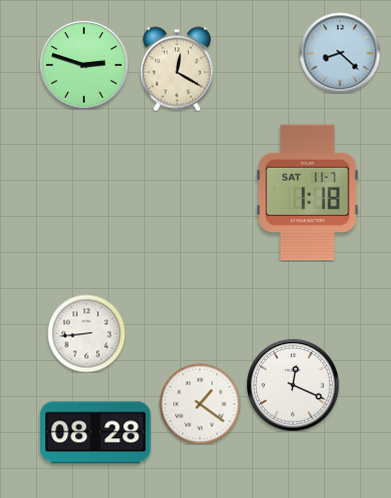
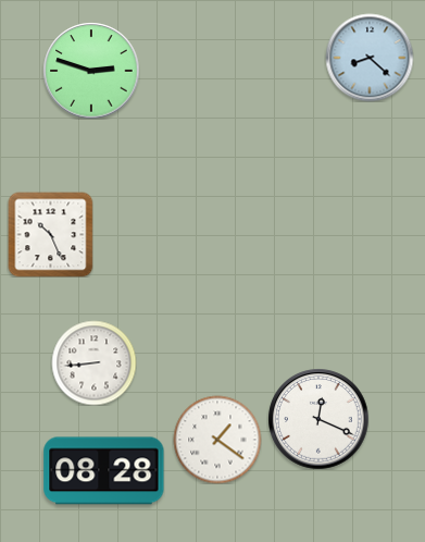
clock at (177, 69): 12:20 -> none
clock at (308, 193): 1:18 -> none
clock at (50, 234): none -> 10:26
